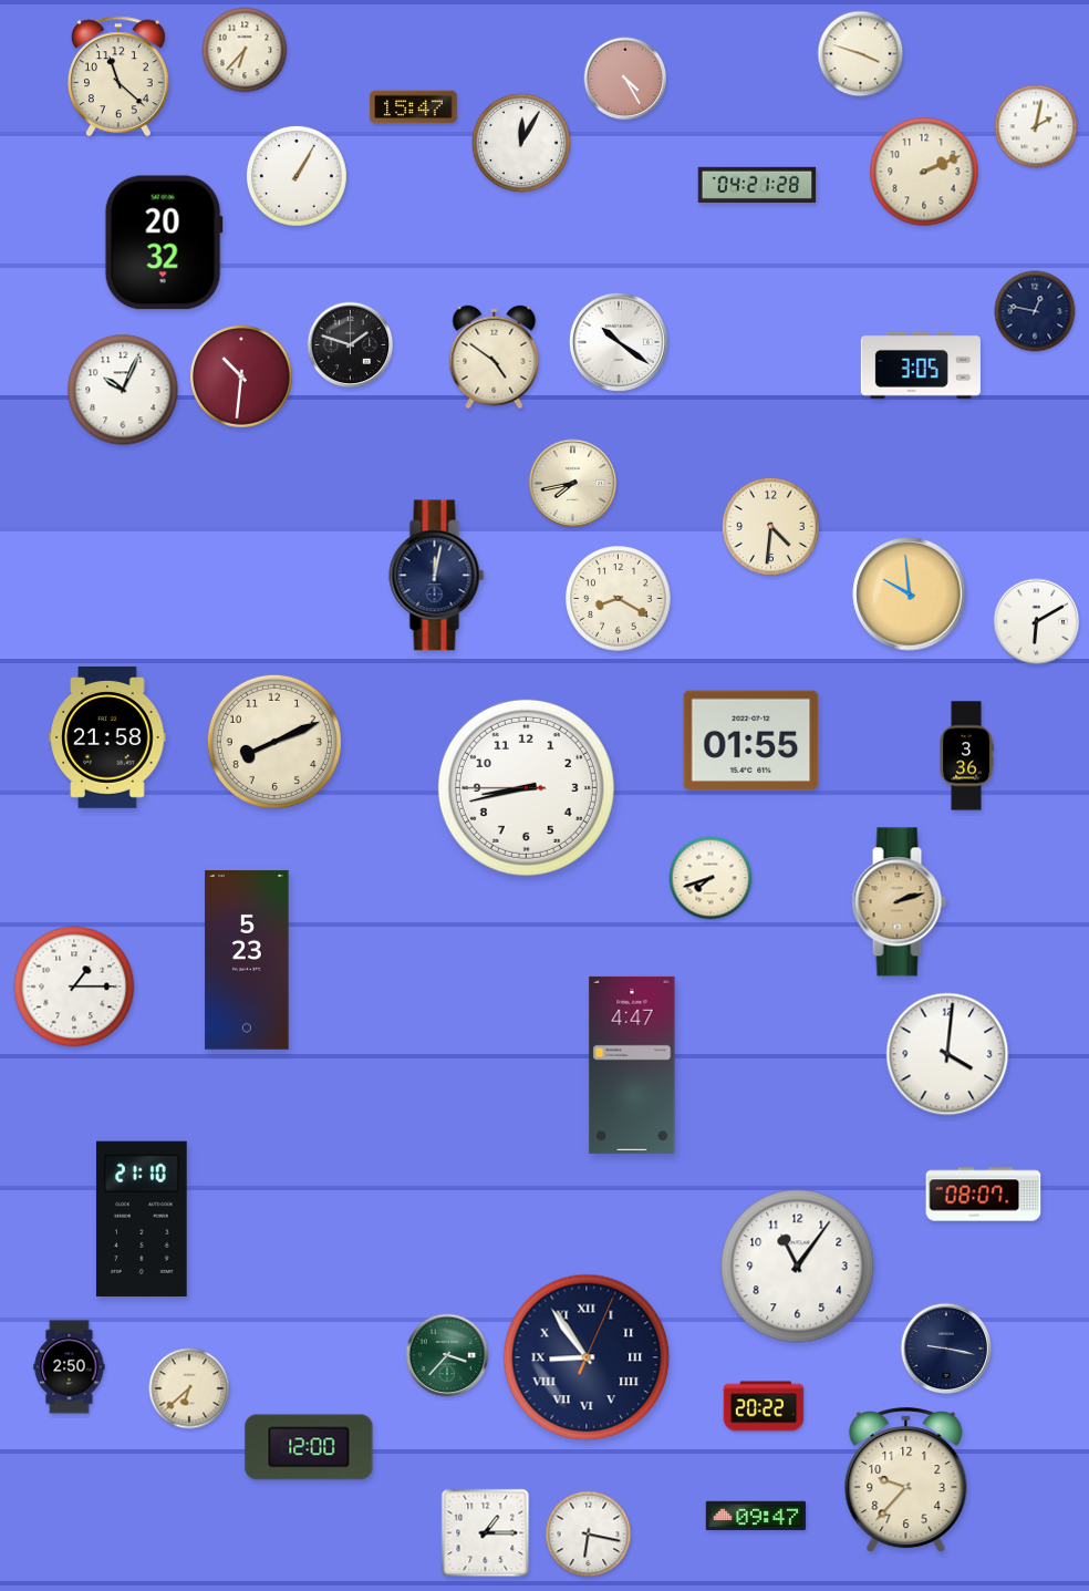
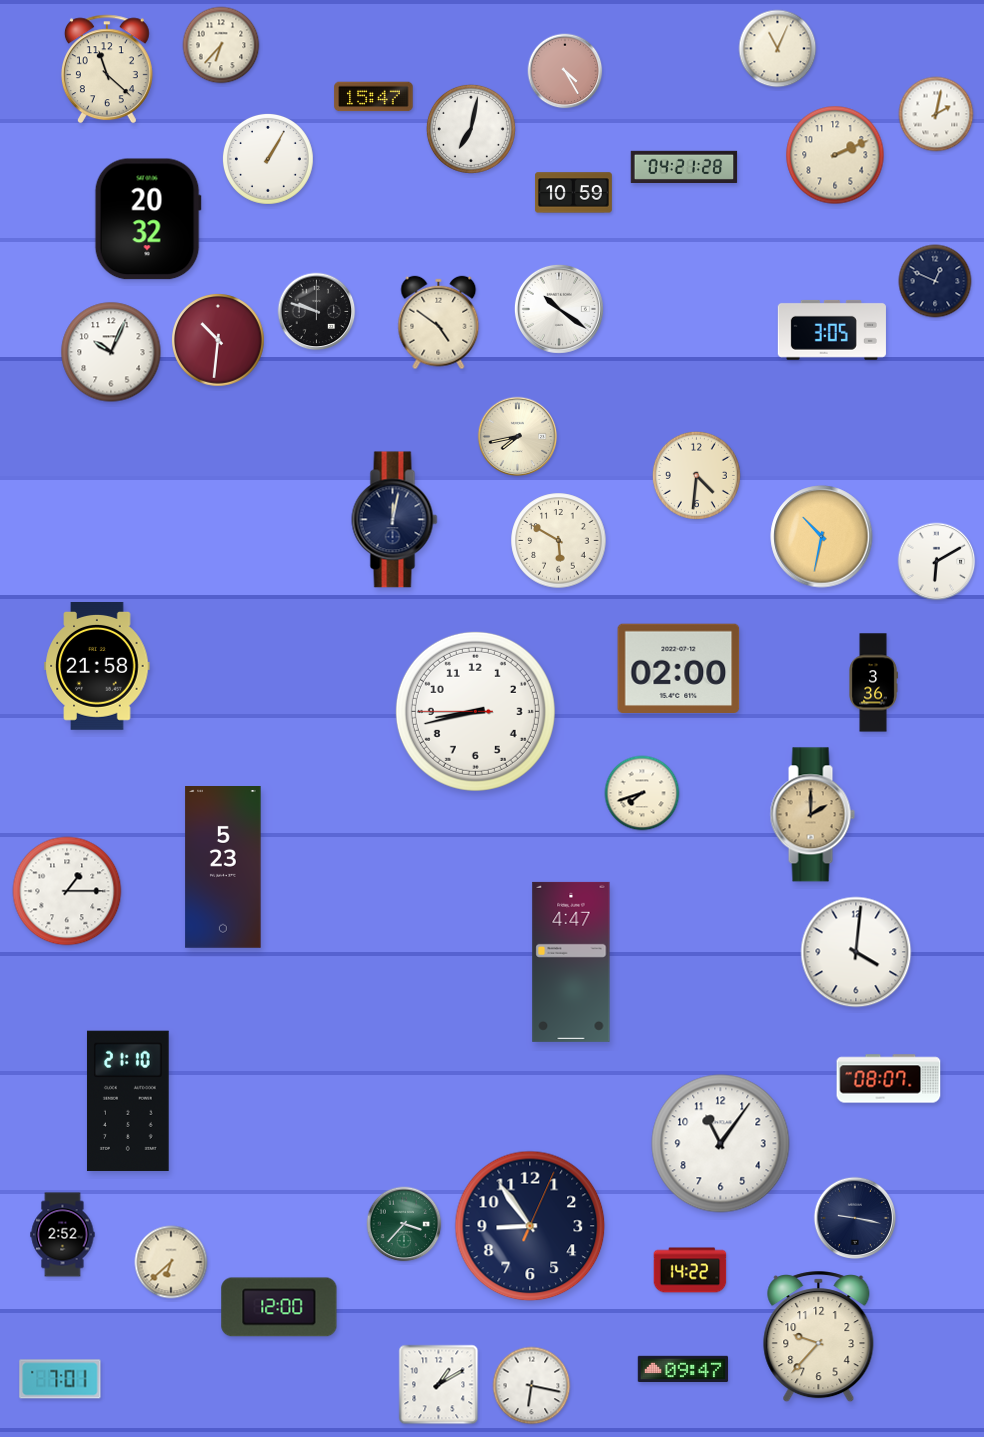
clock at (861, 54): 3:48 -> 11:04
clock at (521, 143): 12:05 -> 7:02
clock at (574, 193): none -> 10:59
clock at (1035, 311): 12:47 -> 12:49
clock at (351, 345): 1:48 -> 9:48
clock at (495, 358) position: (495, 358) -> (439, 323)
clock at (910, 595): 9:59 -> 10:32
clock at (619, 599): 8:20 -> 5:50
clock at (751, 740): 01:55 -> 02:00
clock at (274, 742): 8:11 -> none
clock at (899, 902): 2:12 -> 2:00
clock at (587, 1357) numerals: Roman -> Arabic
clock at (70, 1367): 2:50 -> 2:52
clock at (189, 1388) position: (189, 1388) -> (171, 1262)
clock at (764, 1406): 20:22 -> 14:22
clock at (60, 1379): none -> 7:01
clock at (486, 1533): 1:15 -> 1:10
